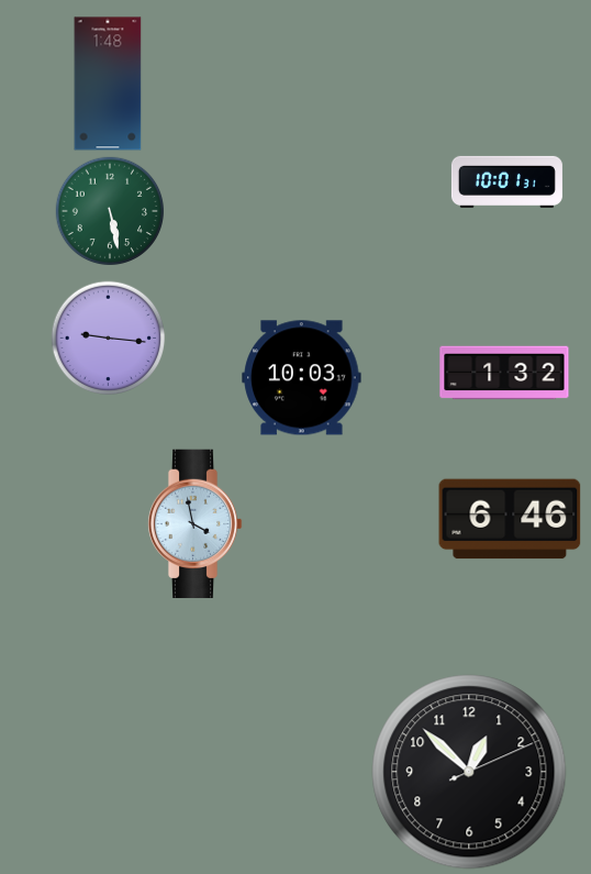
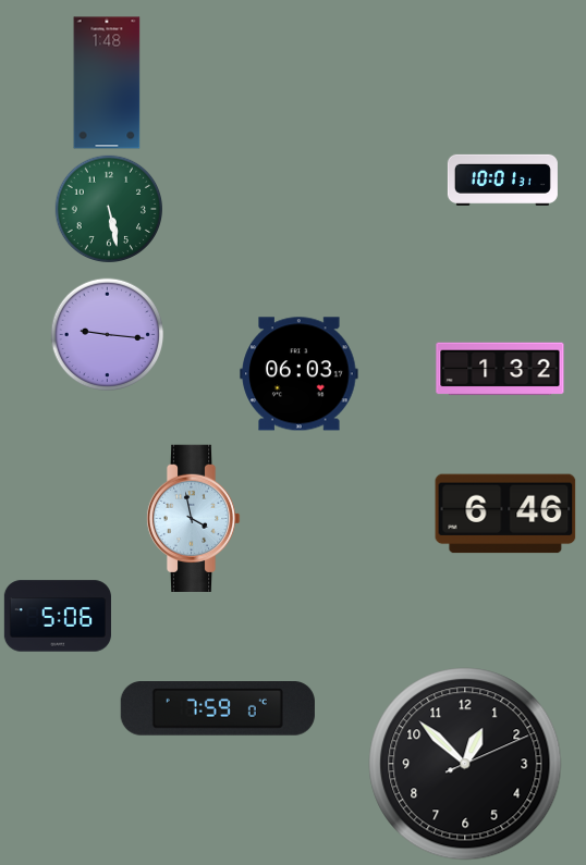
clock at (302, 378): 10:03 -> 06:03
clock at (58, 616): none -> 5:06
clock at (218, 708): none -> 7:59
